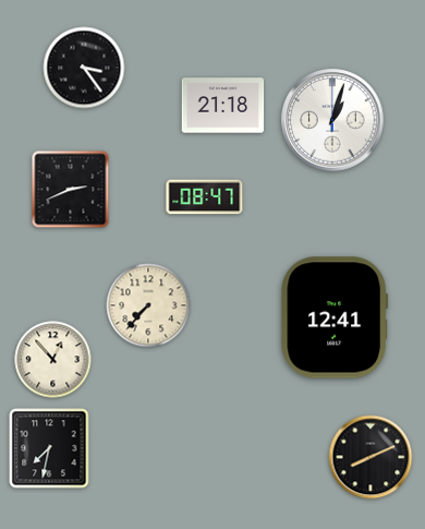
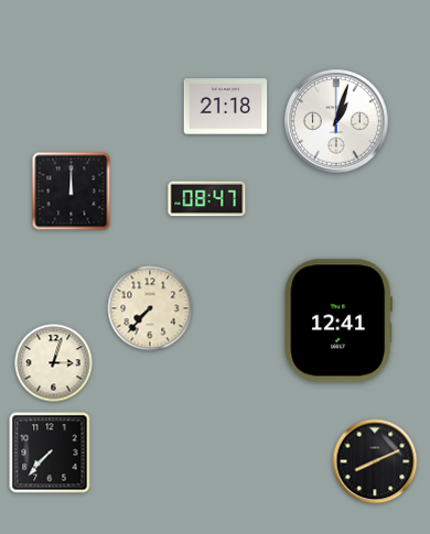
clock at (84, 68): 3:24 -> none
clock at (71, 190): 2:41 -> 12:00
clock at (53, 360): 12:53 -> 3:03
clock at (49, 448): 7:32 -> 7:37
